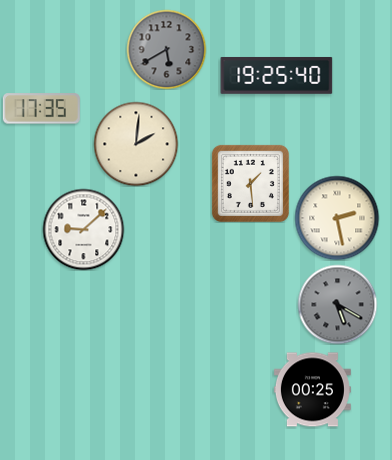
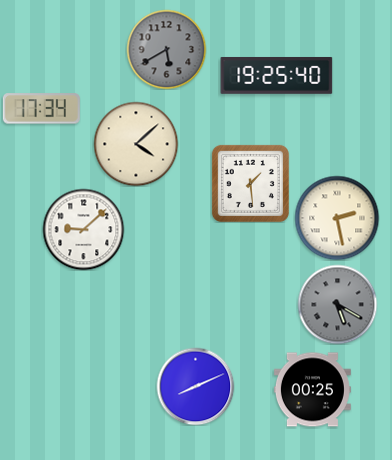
clock at (41, 109): 17:35 -> 17:34
clock at (136, 144): 2:01 -> 4:08
clock at (195, 386): none -> 8:11
